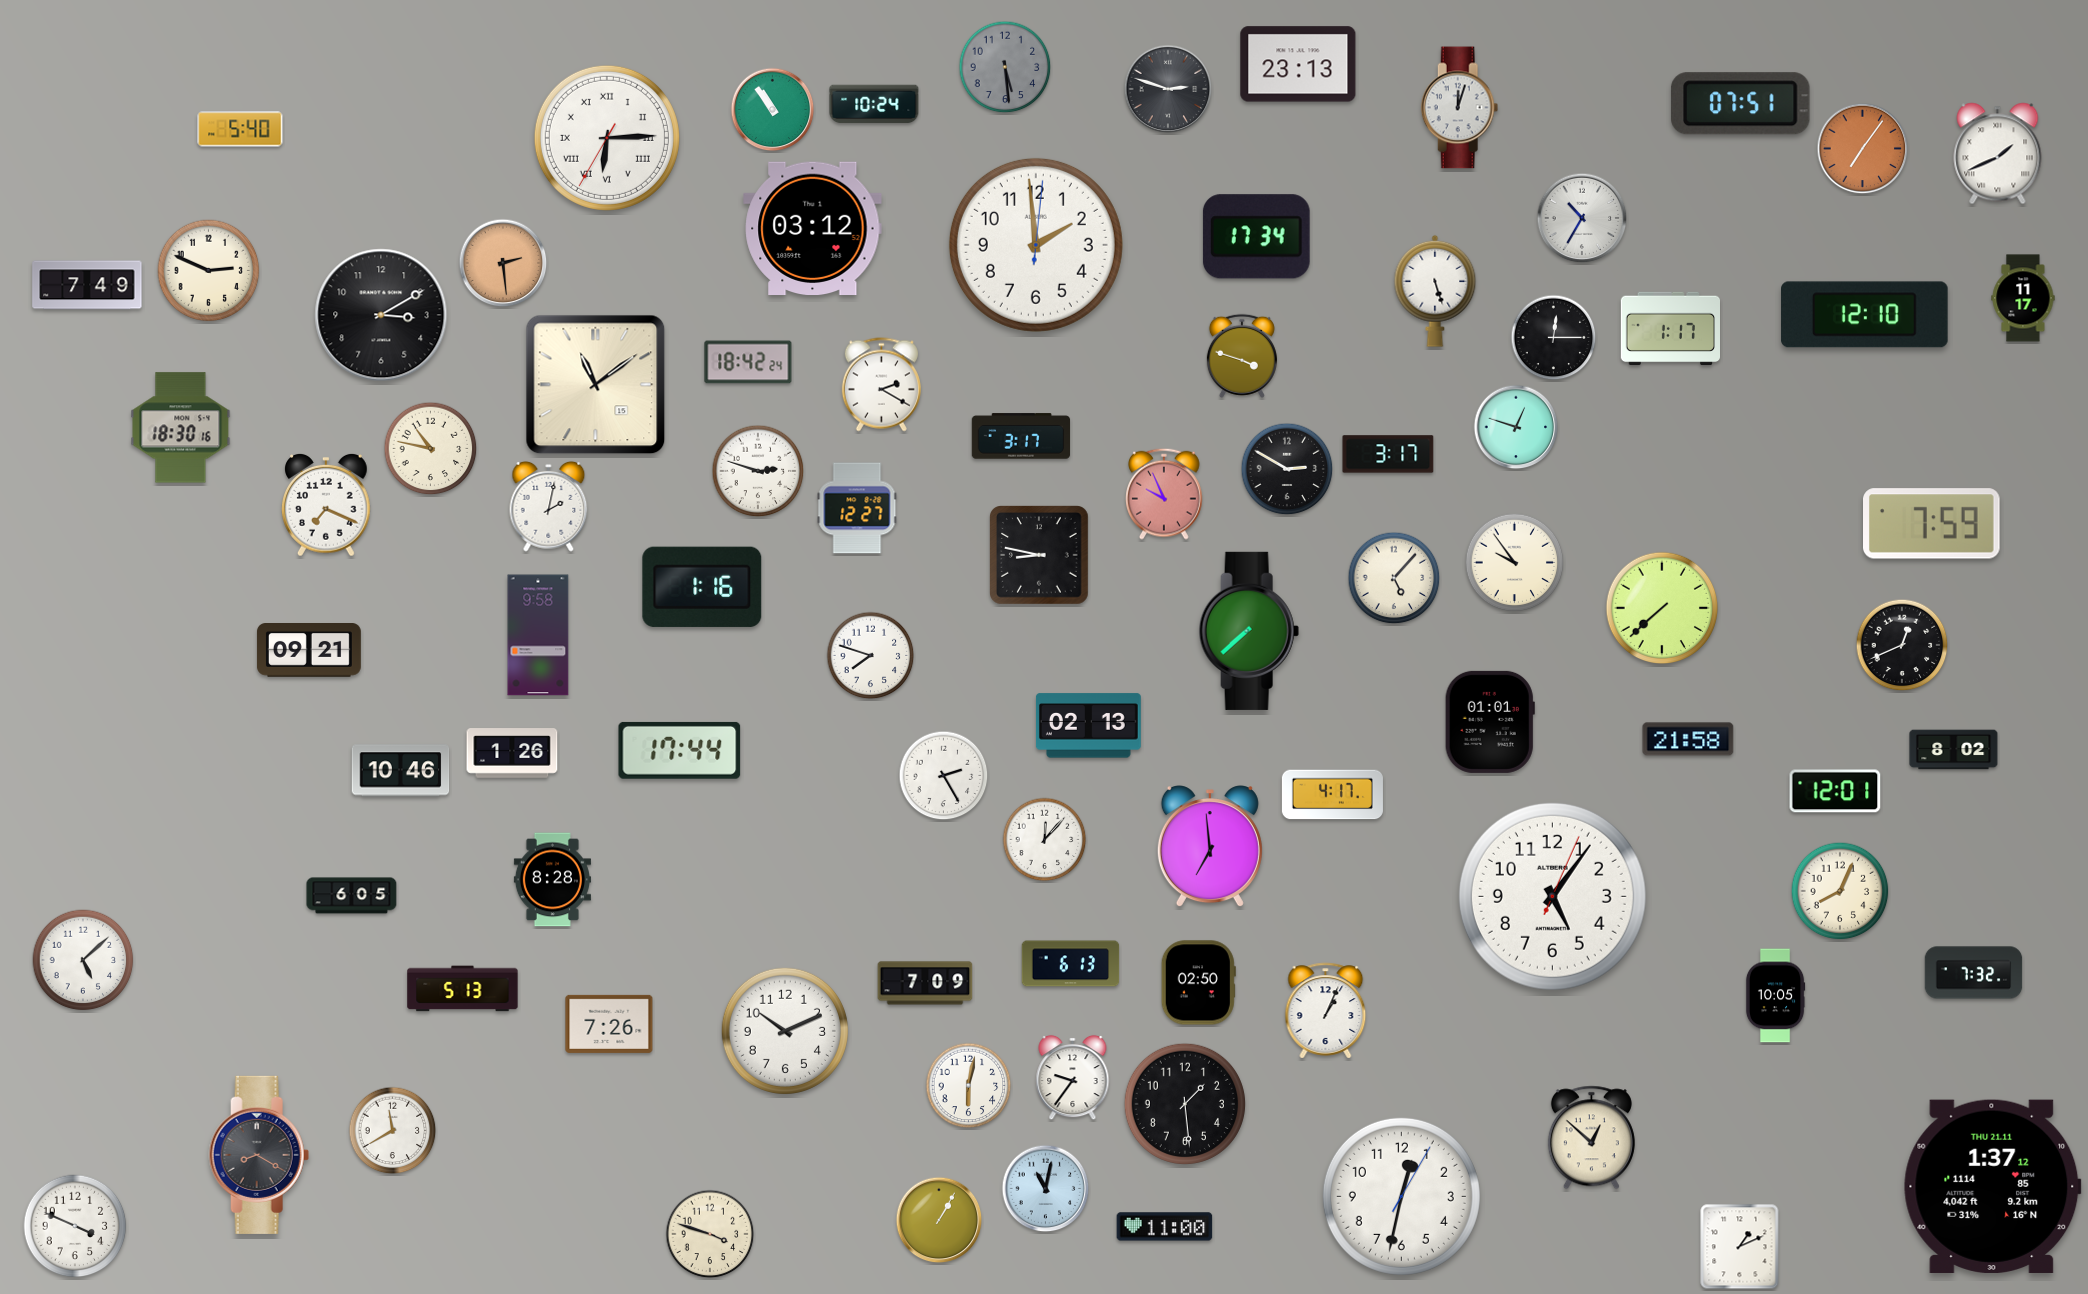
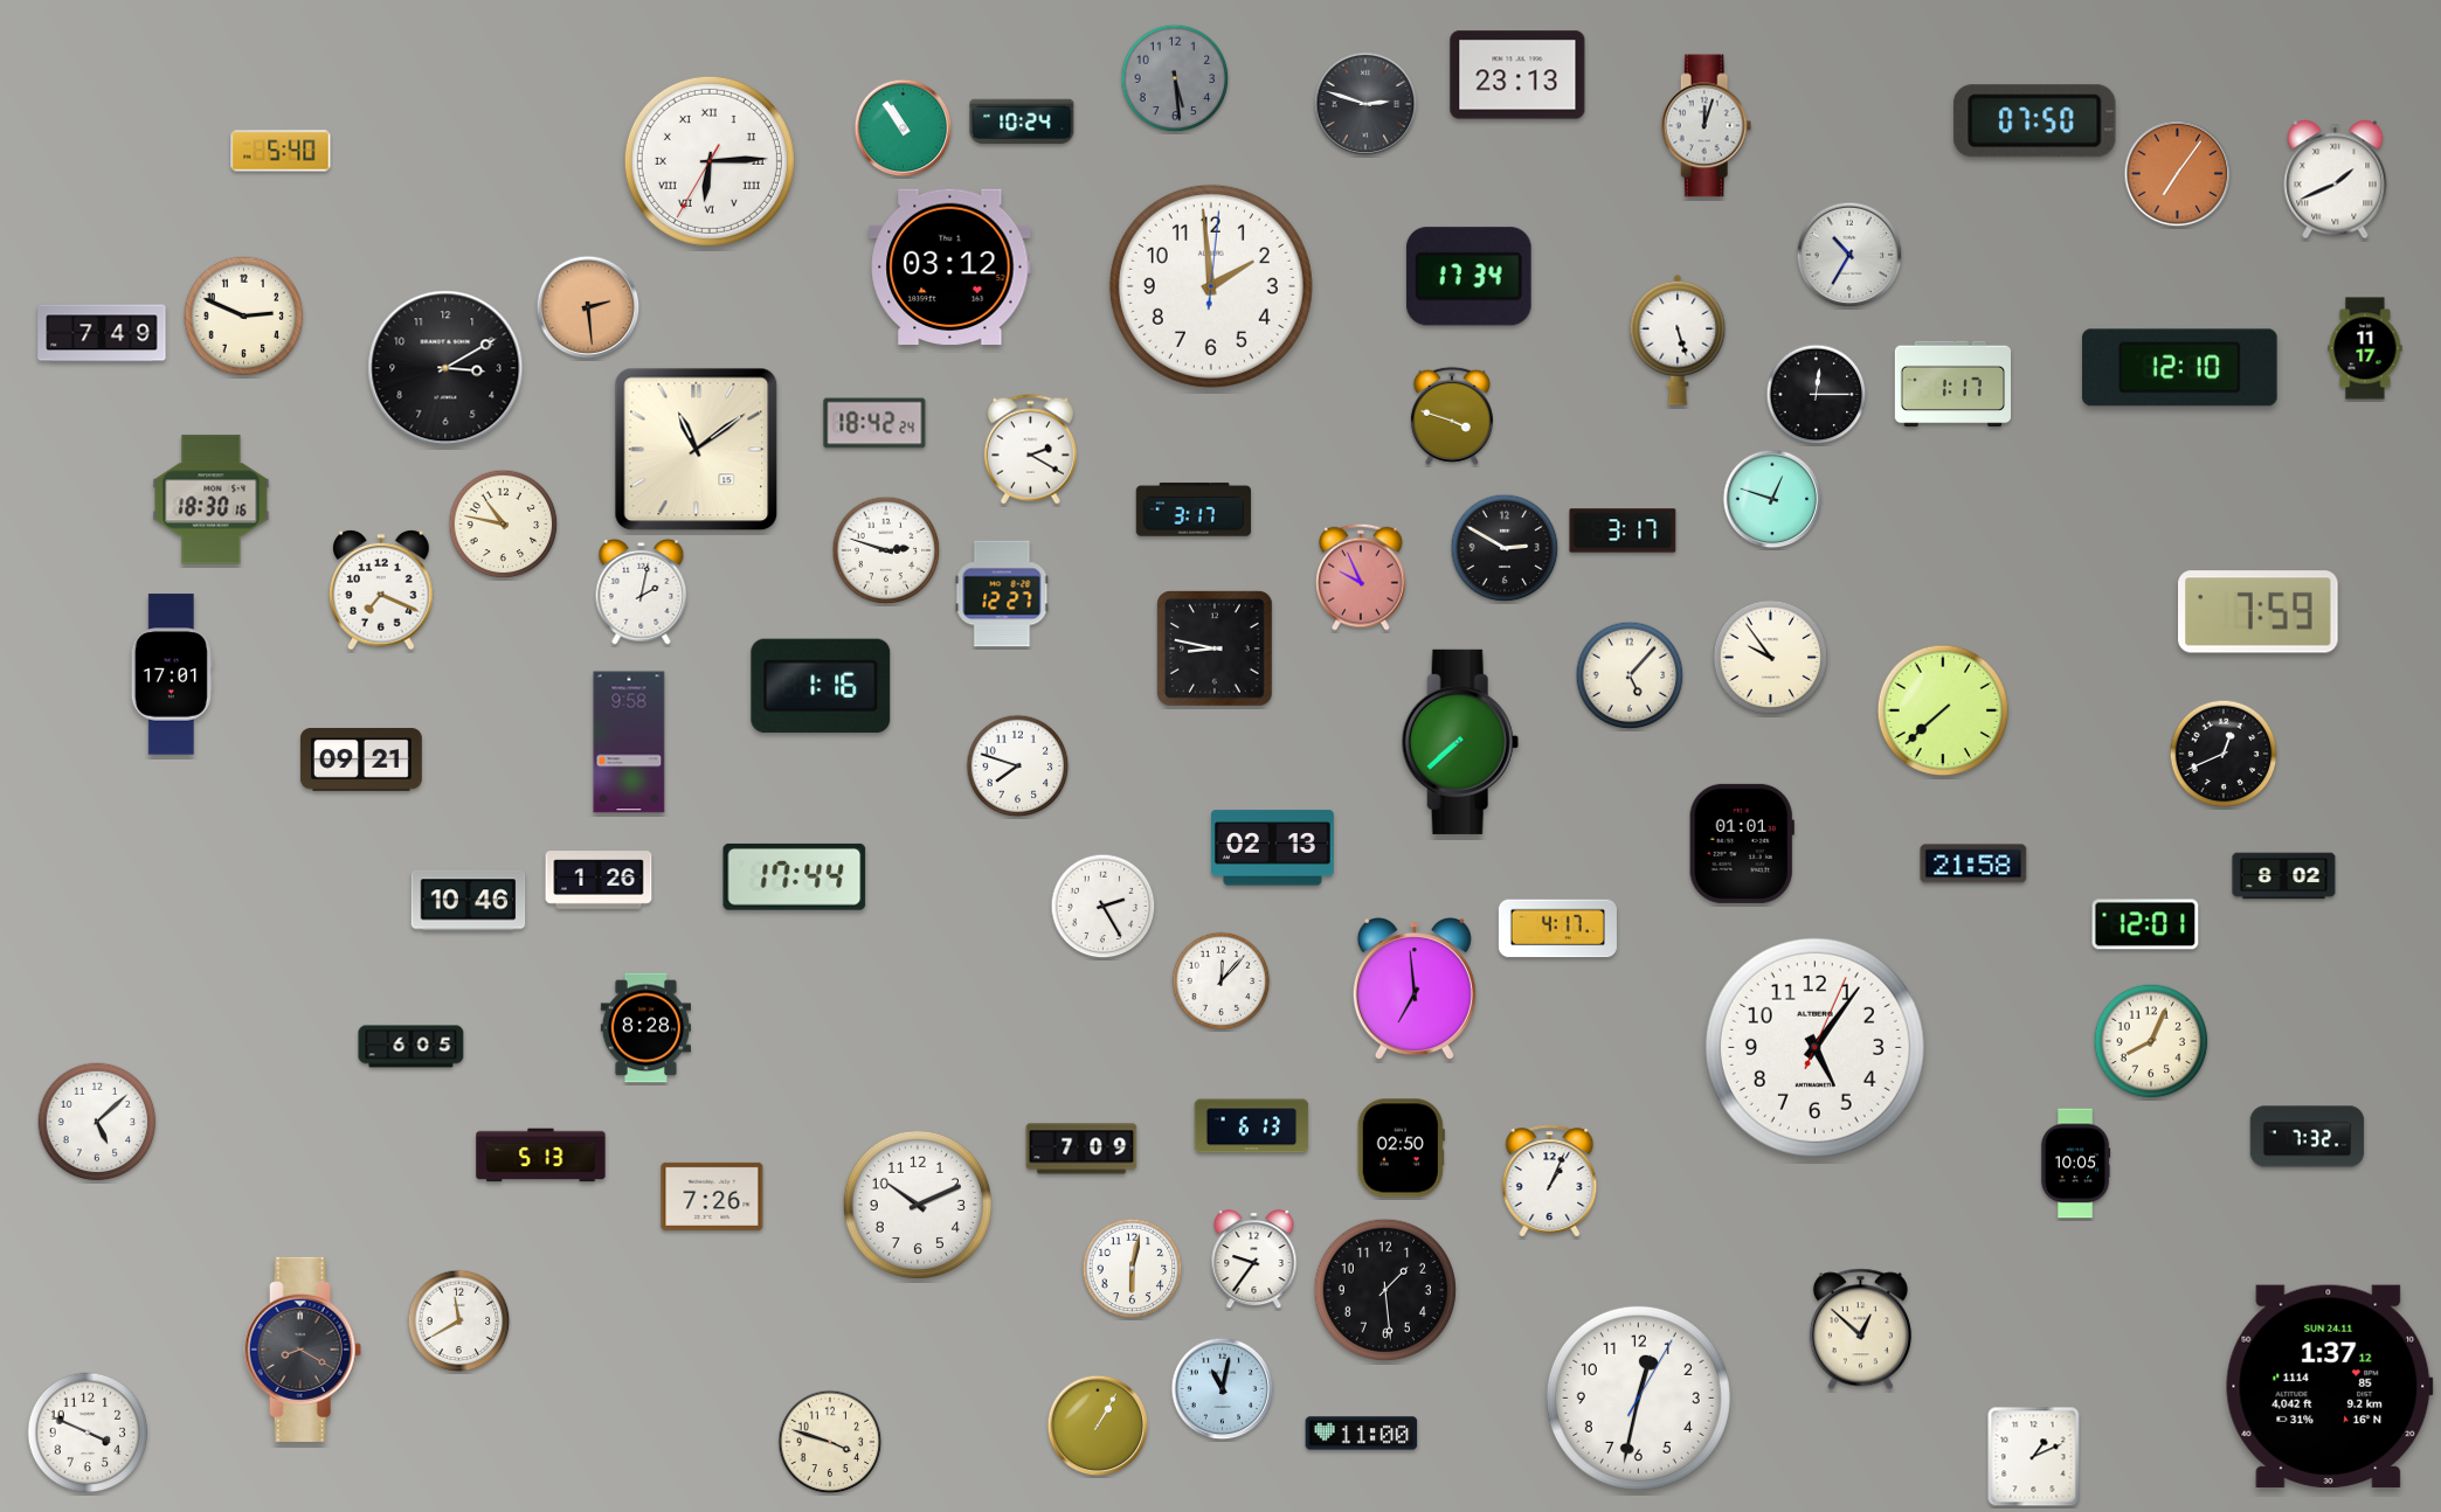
clock at (1740, 104): 07:51 -> 07:50
clock at (172, 674): none -> 17:01
clock at (1249, 631) position: (1249, 631) -> (1460, 742)
clock at (1993, 1186) date: THU 21.11 -> SUN 24.11
